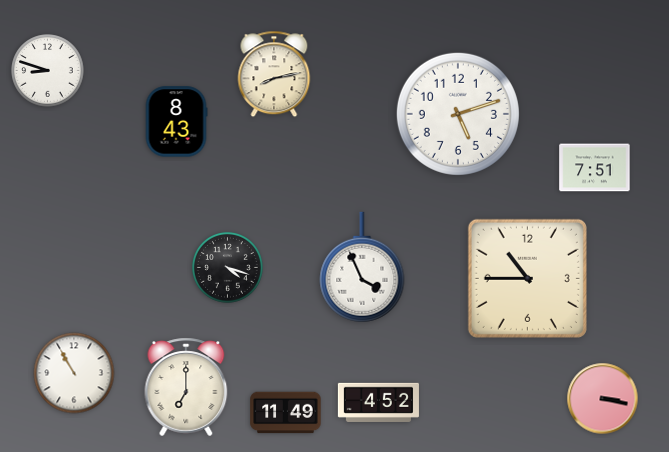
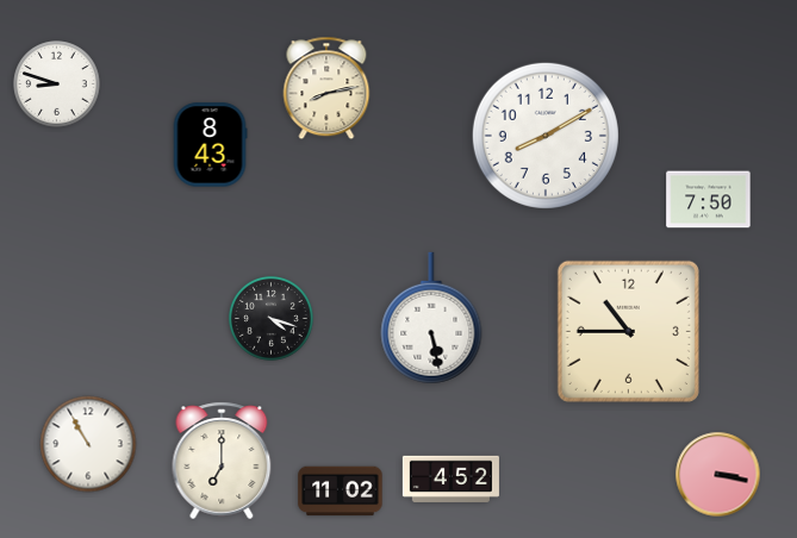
clock at (458, 114): 5:12 -> 8:10
clock at (595, 168): 7:51 -> 7:50
clock at (362, 267): 3:56 -> 5:28
clock at (286, 413): 11:49 -> 11:02
